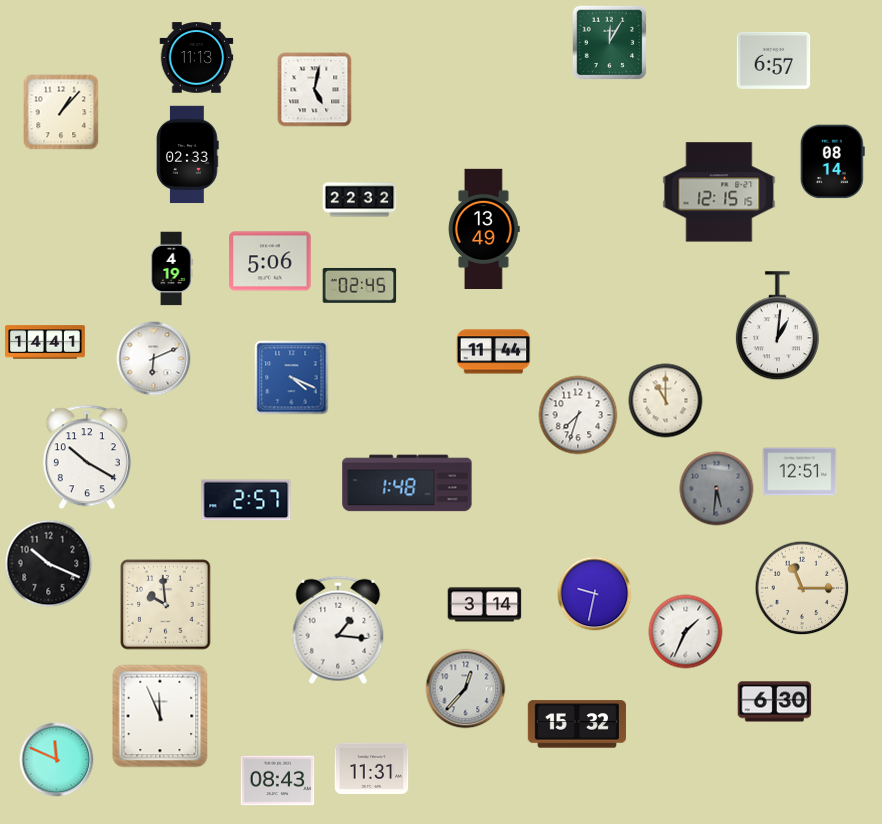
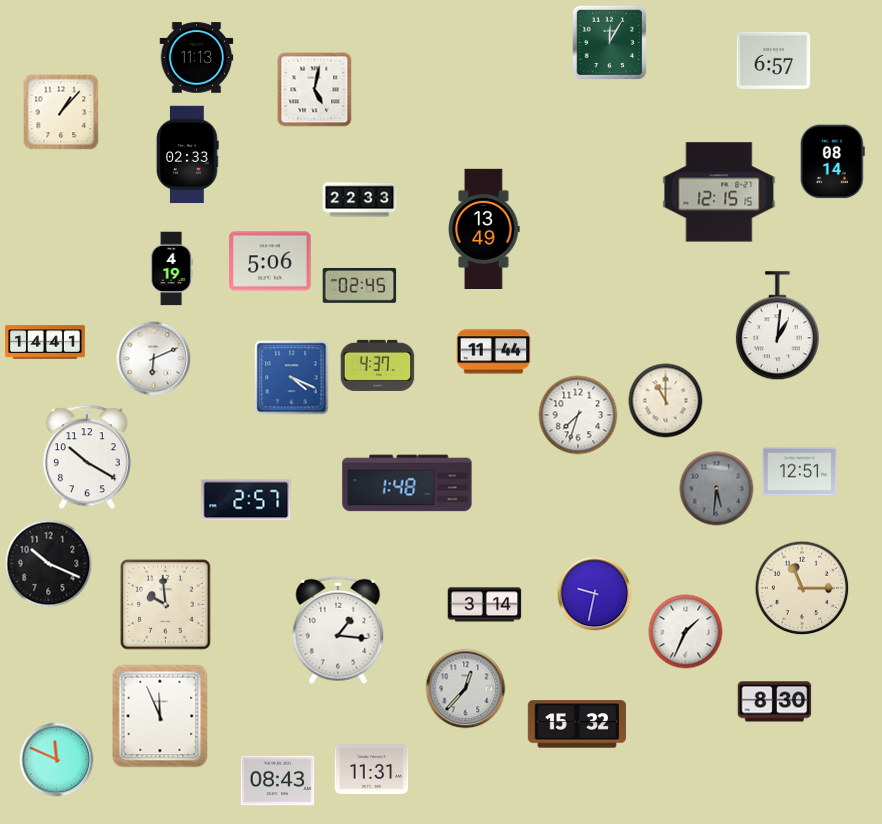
clock at (360, 200): 22:32 -> 22:33
clock at (378, 365): none -> 4:37
clock at (775, 702): 6:30 -> 8:30
